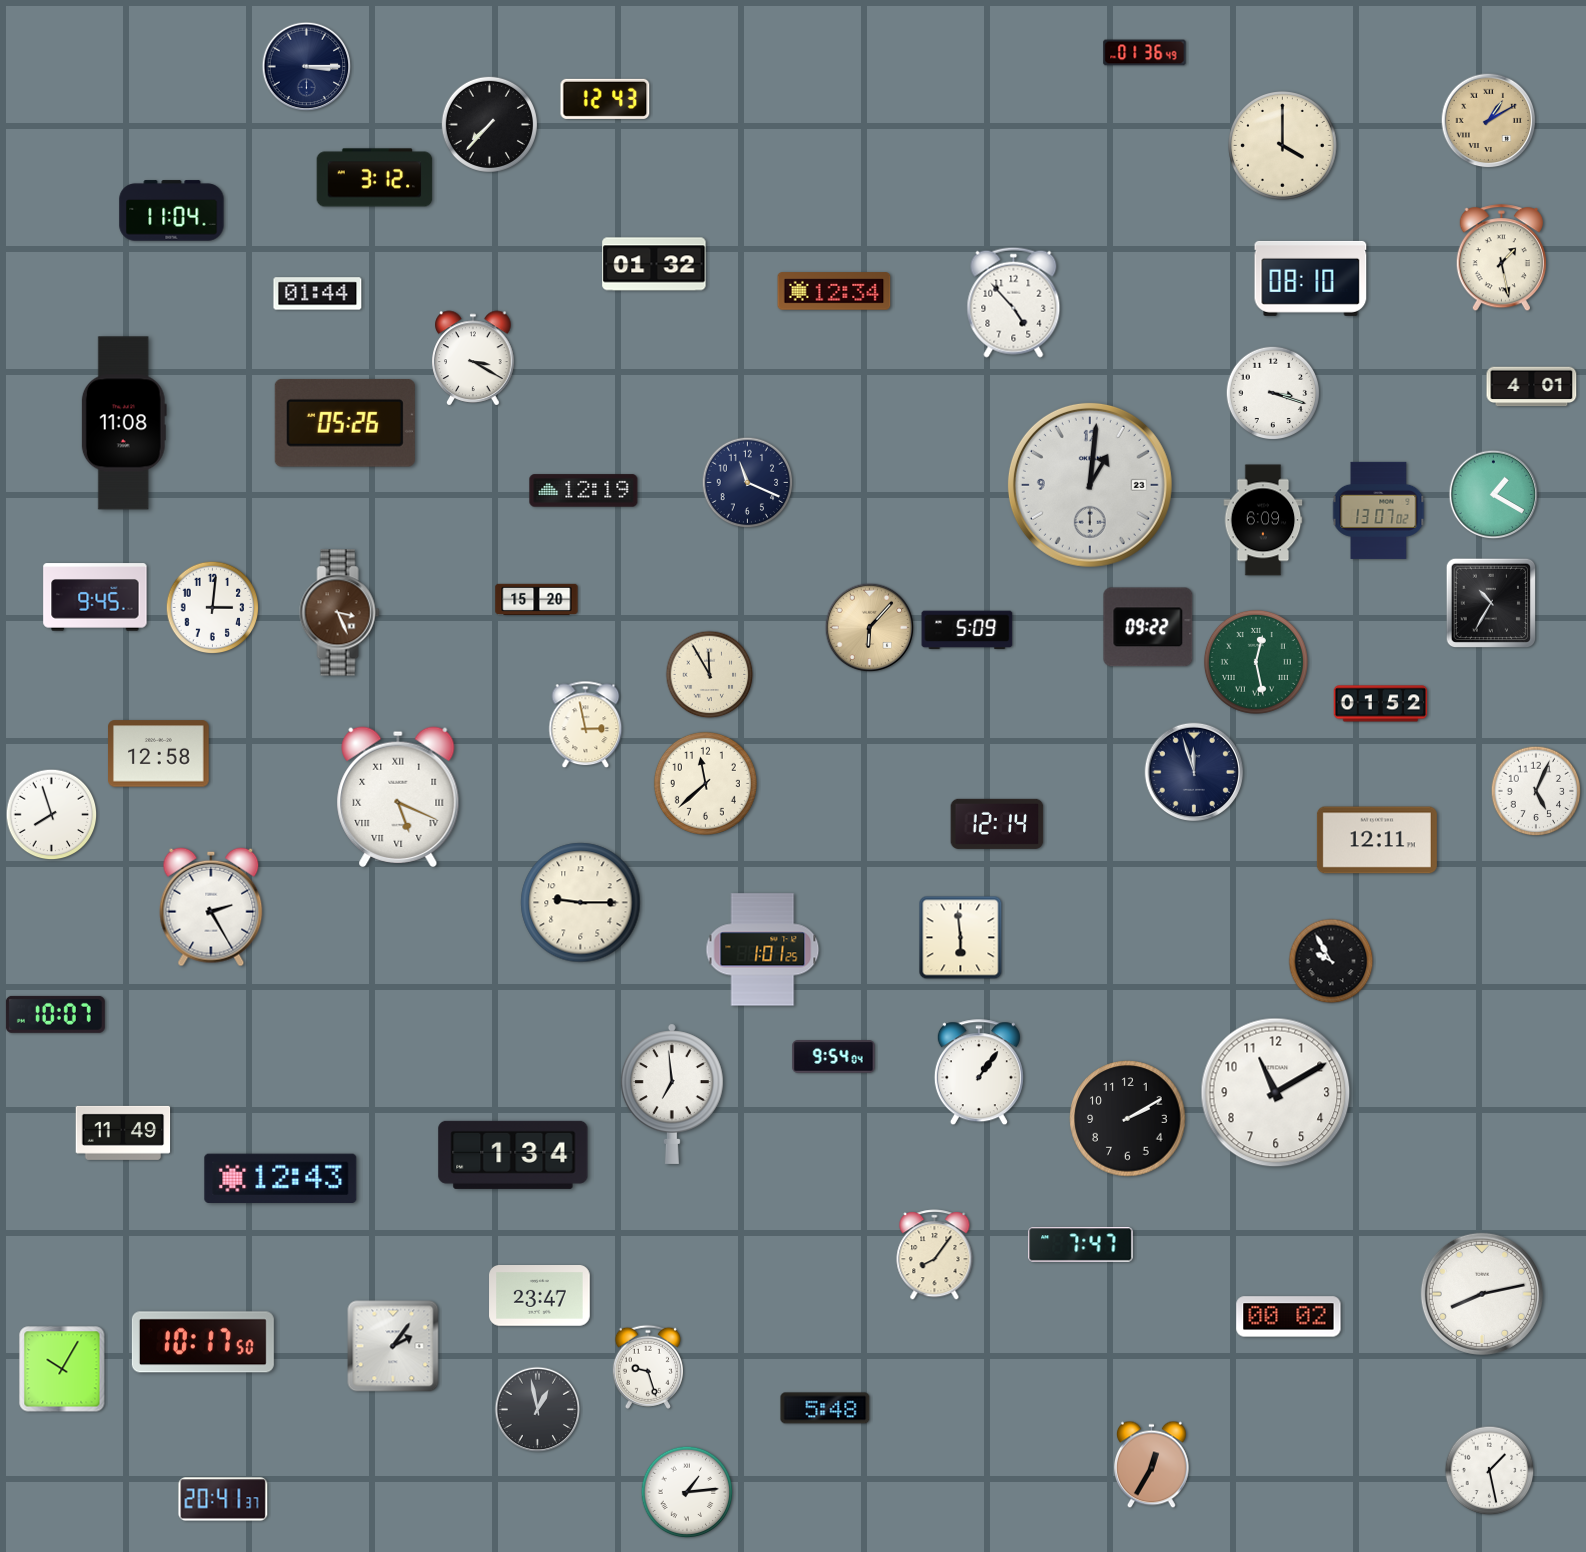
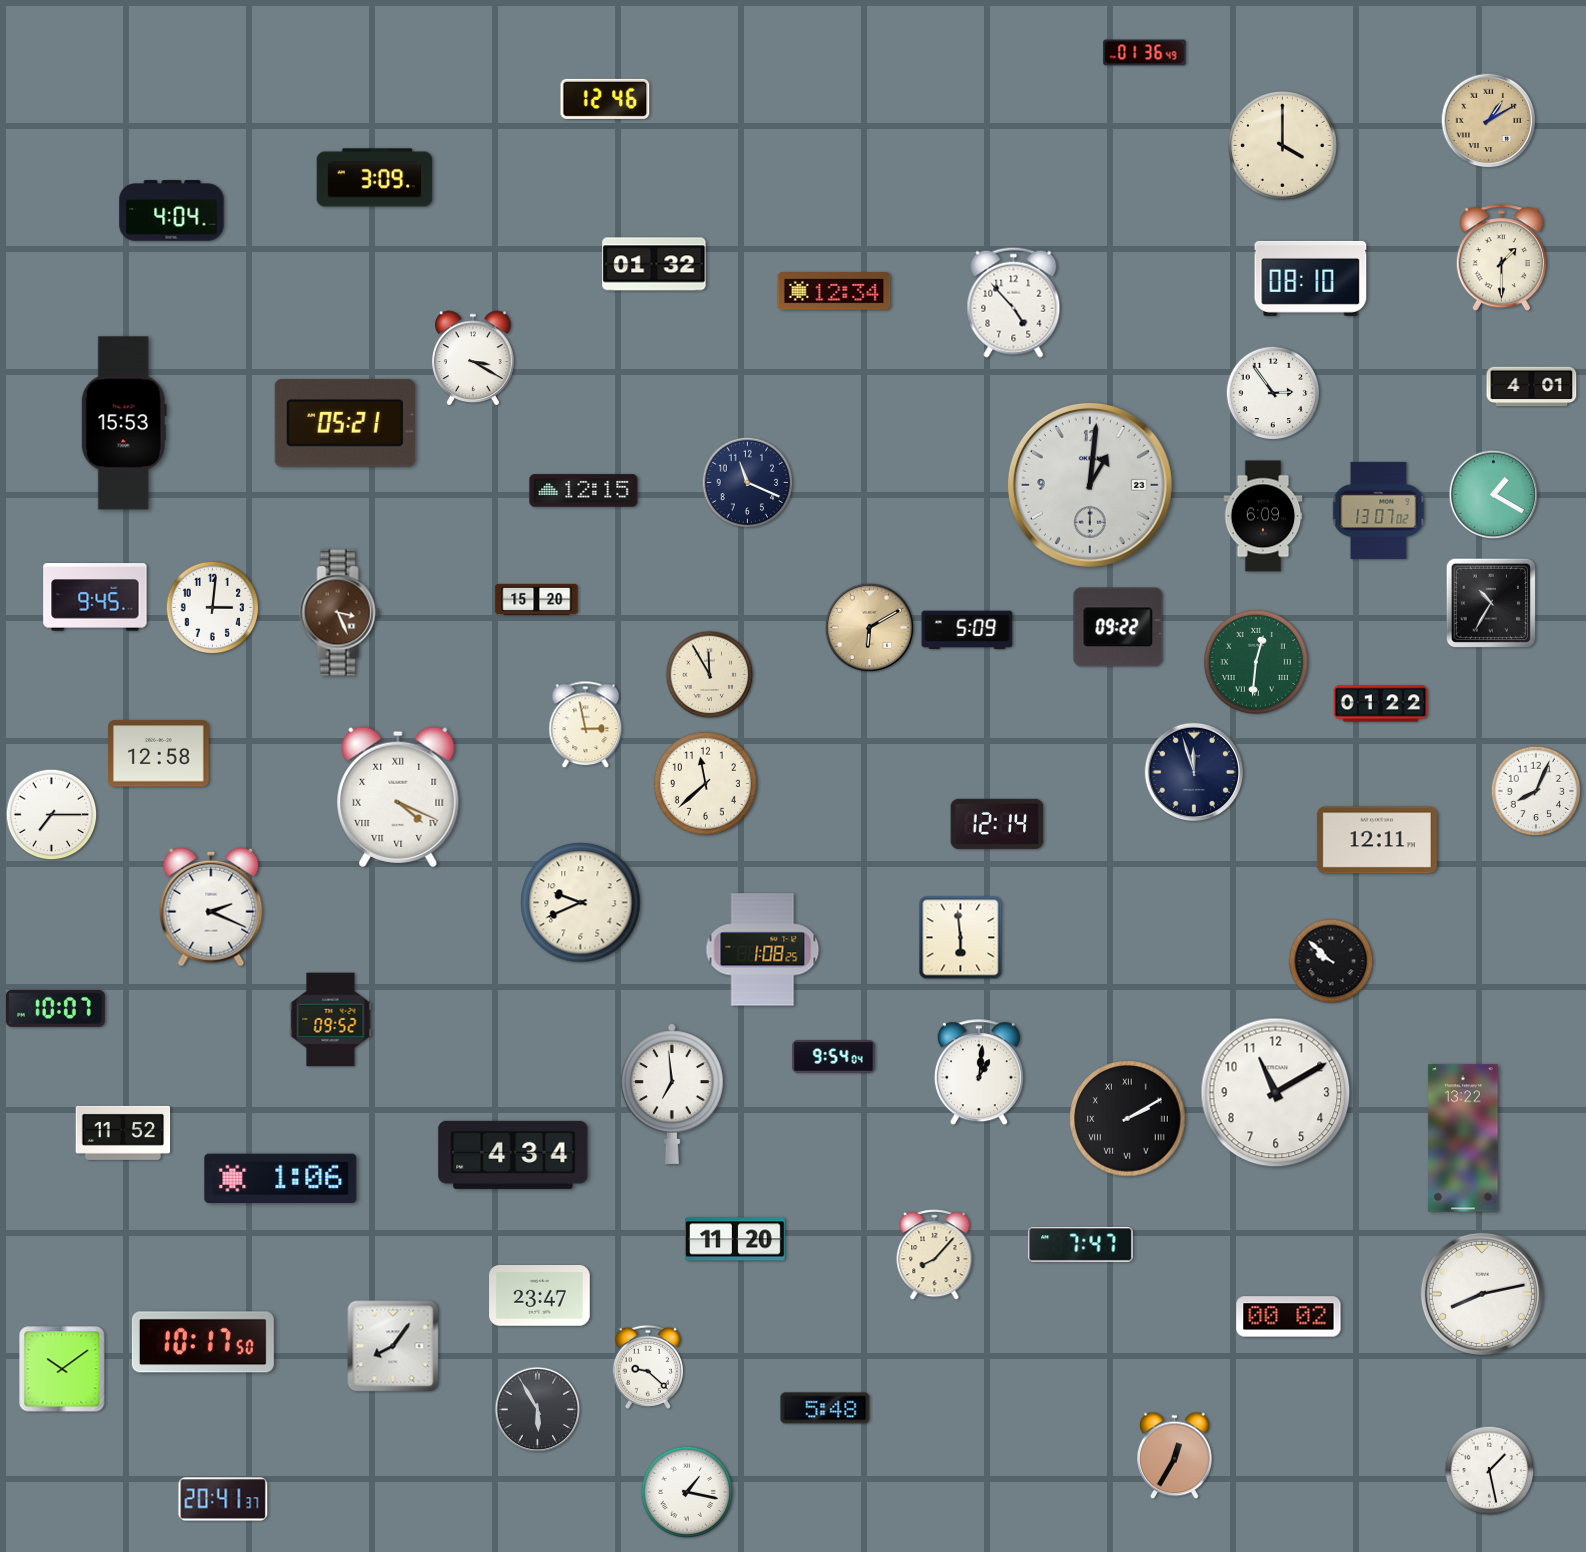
clock at (307, 67): 3:15 -> none
clock at (605, 99): 12:43 -> 12:46
clock at (489, 124): 7:37 -> none
clock at (375, 178): 3:12 -> 3:09
clock at (172, 211): 11:04 -> 4:04
clock at (1501, 258): 1:28 -> 1:30
clock at (318, 294): 01:44 -> none
clock at (1273, 393): 3:18 -> 2:54
clock at (124, 423): 11:08 -> 15:53
clock at (345, 423): 05:26 -> 05:21
clock at (584, 491): 12:19 -> 12:15
clock at (1263, 520) position: (1263, 520) -> (1263, 516)
clock at (1148, 627) position: (1148, 627) -> (1118, 627)
clock at (870, 628): 6:07 -> 6:10
clock at (1256, 662): 12:28 -> 12:31
clock at (1381, 704): 01:52 -> 01:22
clock at (1536, 791): 5:04 -> 8:04
clock at (398, 797): 5:19 -> 4:19
clock at (52, 815): 7:57 -> 7:15
clock at (581, 903): 9:15 -> 9:41
clock at (211, 907): 2:25 -> 2:19
clock at (763, 950): 1:01 -> 1:08
clock at (1331, 961): 9:55 -> 9:52
clock at (55, 1014) position: (55, 1014) -> (55, 1008)
clock at (331, 1020): none -> 09:52
clock at (979, 1073): 1:06 -> 1:01
clock at (1128, 1119) numerals: Arabic -> Roman
clock at (123, 1133): 11:49 -> 11:52
clock at (1463, 1138): none -> 13:22
clock at (513, 1155): 1:34 -> 4:34
clock at (281, 1178): 12:43 -> 1:06
clock at (736, 1239): none -> 11:20
clock at (935, 1255): 8:06 -> 8:07
clock at (393, 1346): 2:06 -> 8:06
clock at (648, 1367): 9:27 -> 9:22
clock at (62, 1369): 10:05 -> 10:09
clock at (538, 1410): 12:58 -> 5:55
clock at (1152, 1465) position: (1152, 1465) -> (1175, 1456)
clock at (687, 1492): 1:14 -> 1:17
